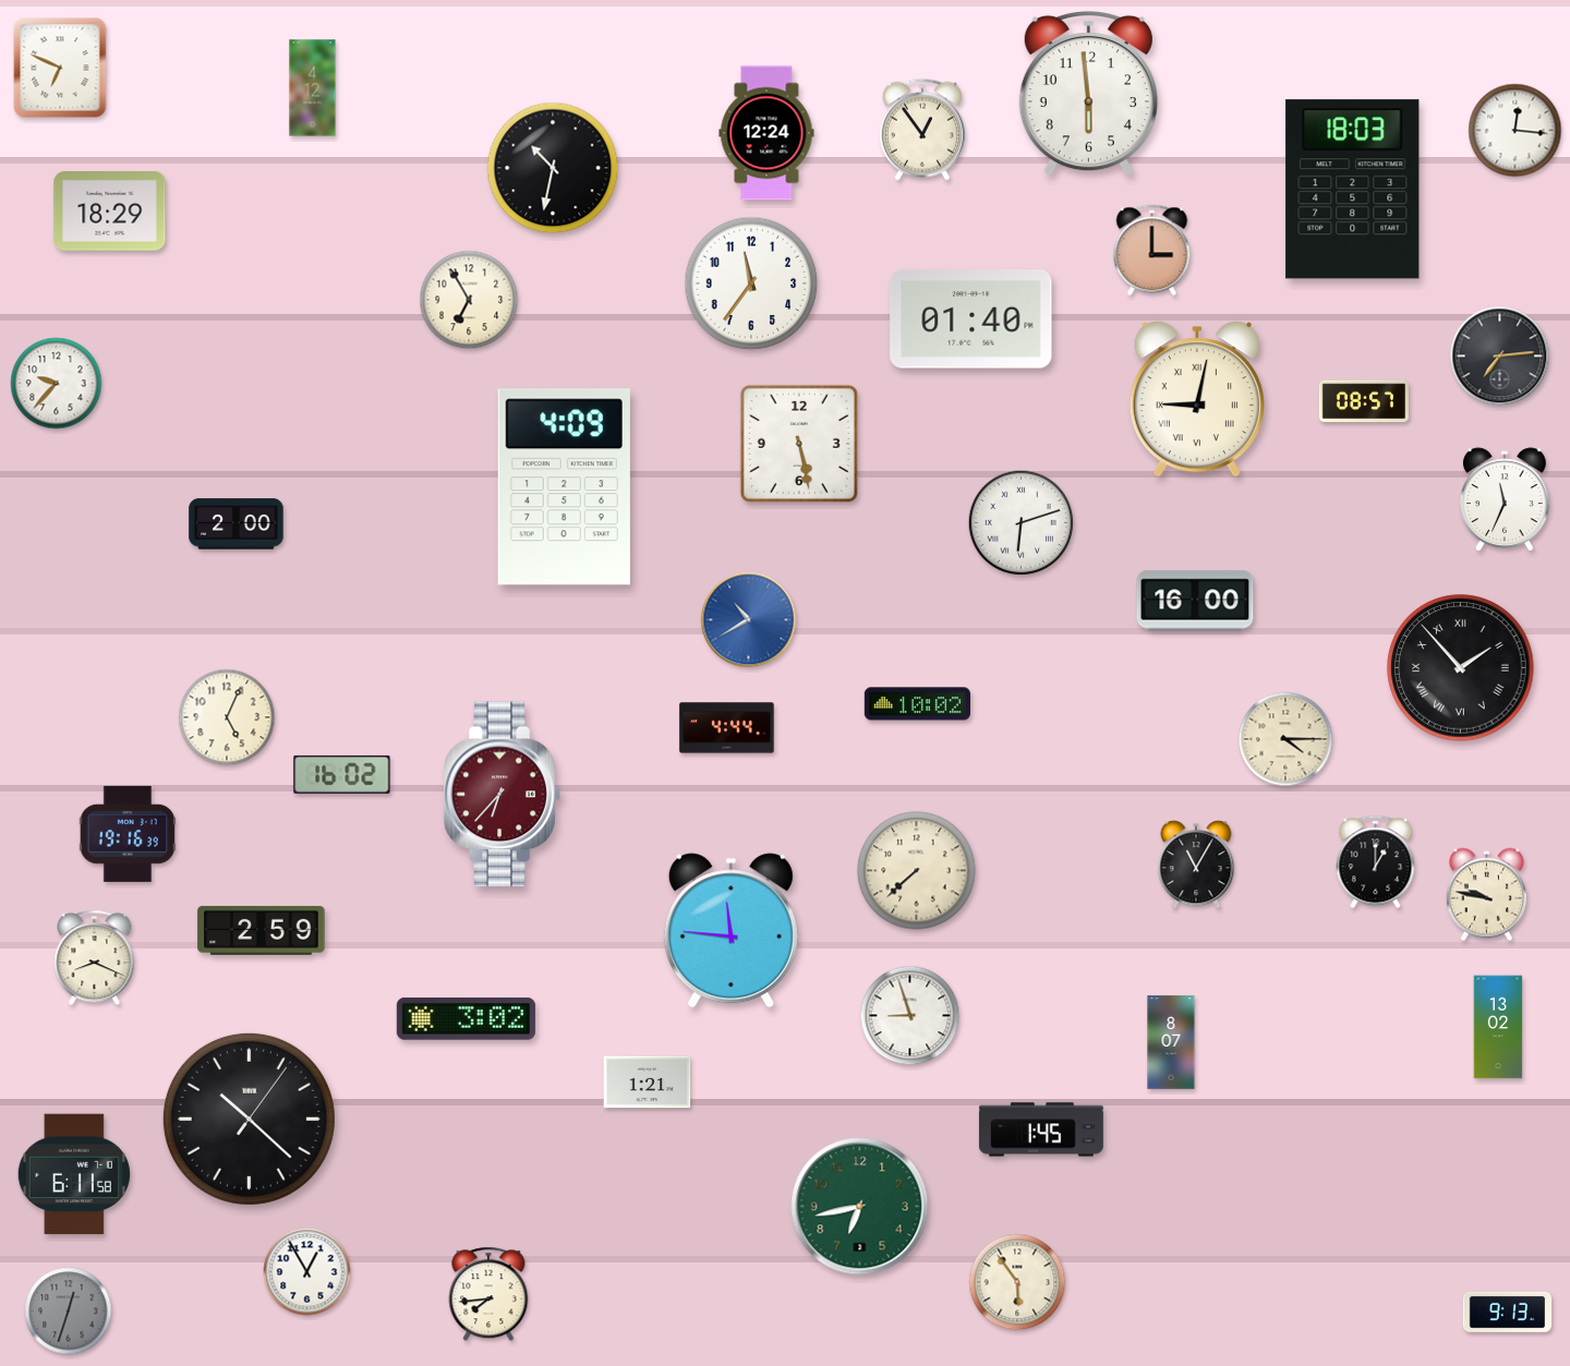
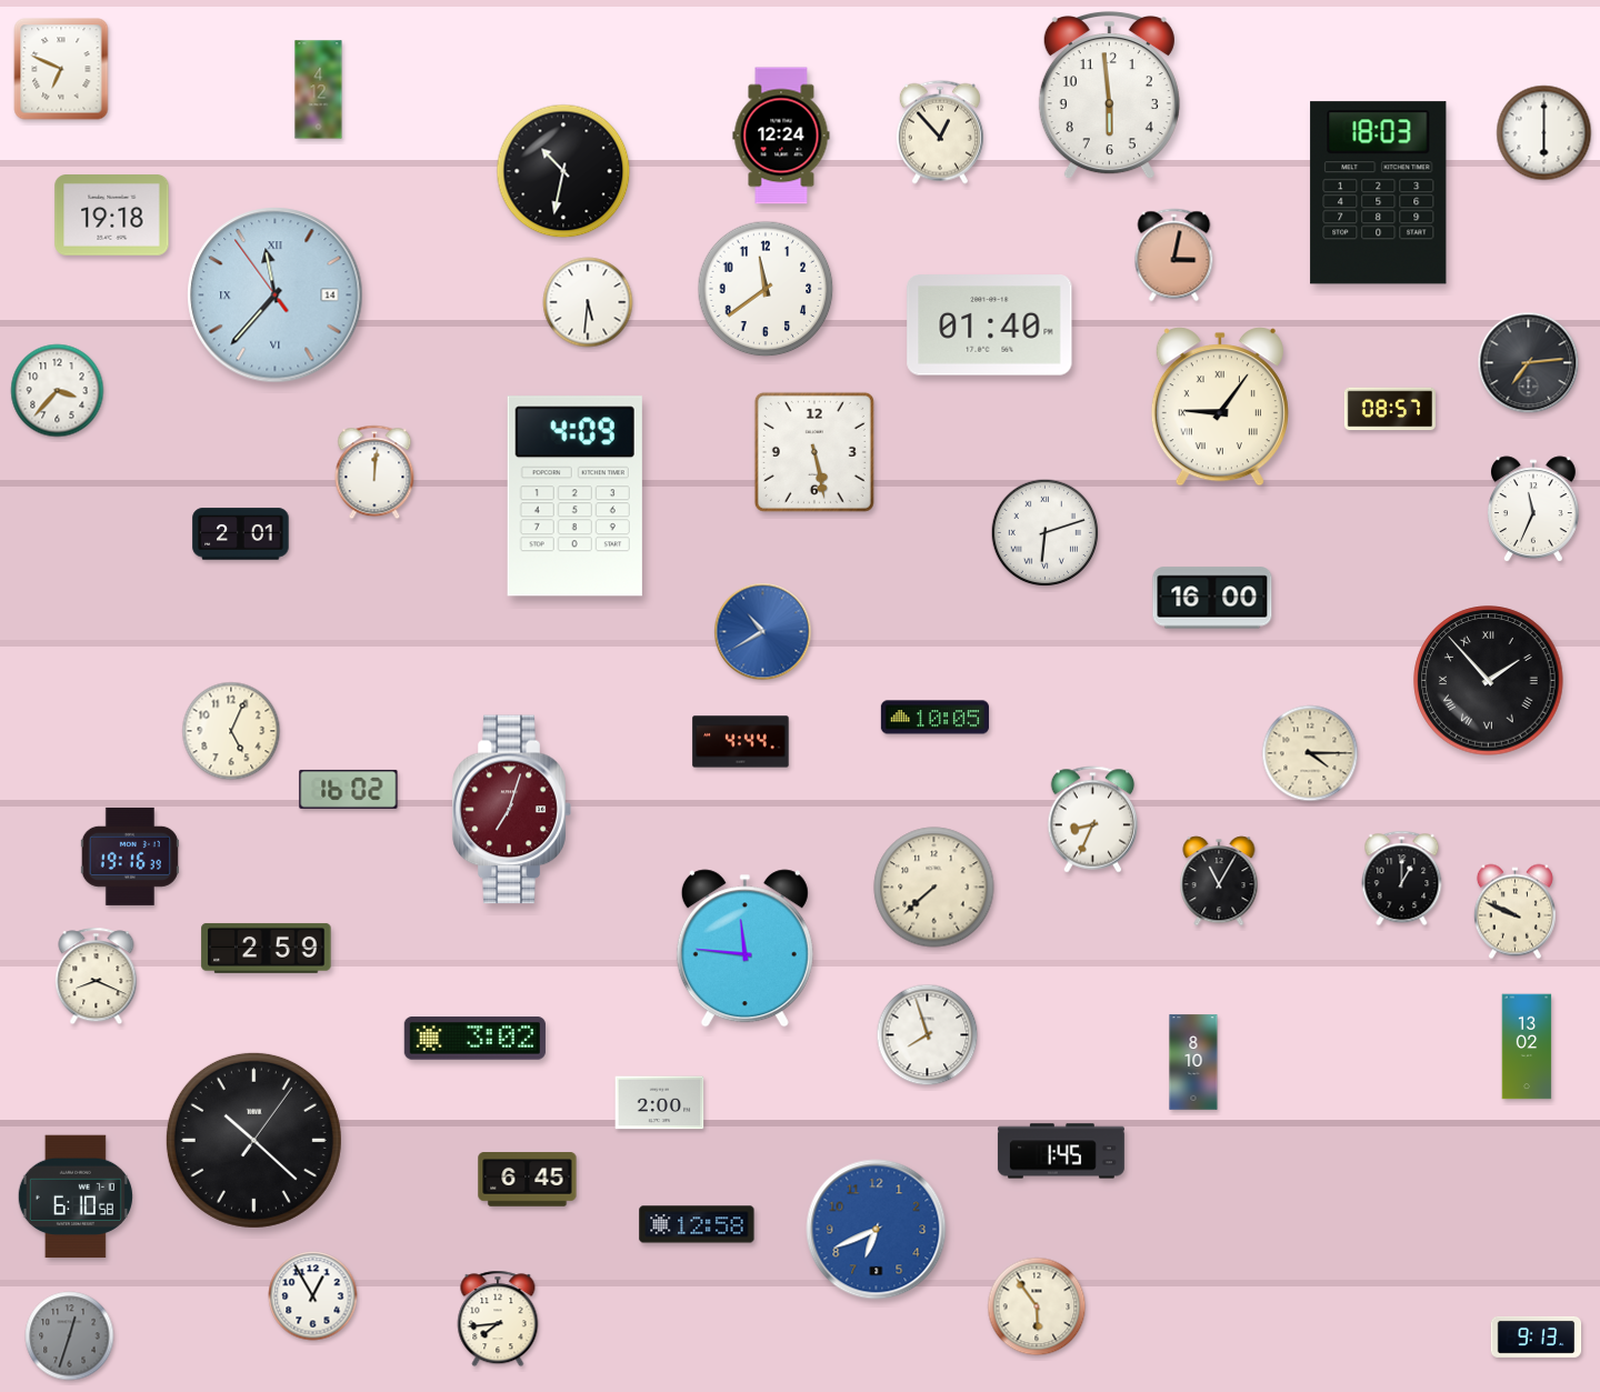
clock at (922, 130): 12:54 -> 12:53
clock at (1515, 131): 12:16 -> 6:00
clock at (110, 211): 18:29 -> 19:18
clock at (1152, 251): 3:00 -> 3:02
clock at (751, 283): 11:36 -> 11:39
clock at (276, 296): none -> 11:36
clock at (588, 302): none -> 5:31
clock at (469, 300): 6:55 -> none
clock at (57, 384): 9:37 -> 3:37
clock at (1197, 399): 9:02 -> 9:06
clock at (374, 472): none -> 12:01
clock at (1022, 523) position: (1022, 523) -> (1046, 533)
clock at (237, 524): 2:00 -> 2:01
clock at (1195, 601) position: (1195, 601) -> (1212, 598)
clock at (917, 704): 10:02 -> 10:05
clock at (502, 795): 6:37 -> 7:03
clock at (1093, 820): none -> 8:34
clock at (128, 834) position: (128, 834) -> (130, 857)
clock at (1486, 895): 9:47 -> 9:49
clock at (910, 1016): 8:57 -> 7:57
clock at (1171, 1042): 8:07 -> 8:10
clock at (648, 1083): 1:21 -> 2:00
clock at (528, 1180): none -> 6:45
clock at (74, 1174): 6:11 -> 6:10
clock at (697, 1224): none -> 12:58
clock at (860, 1207): 6:43 -> 6:41
clock at (860, 1207) dial: green -> blue
